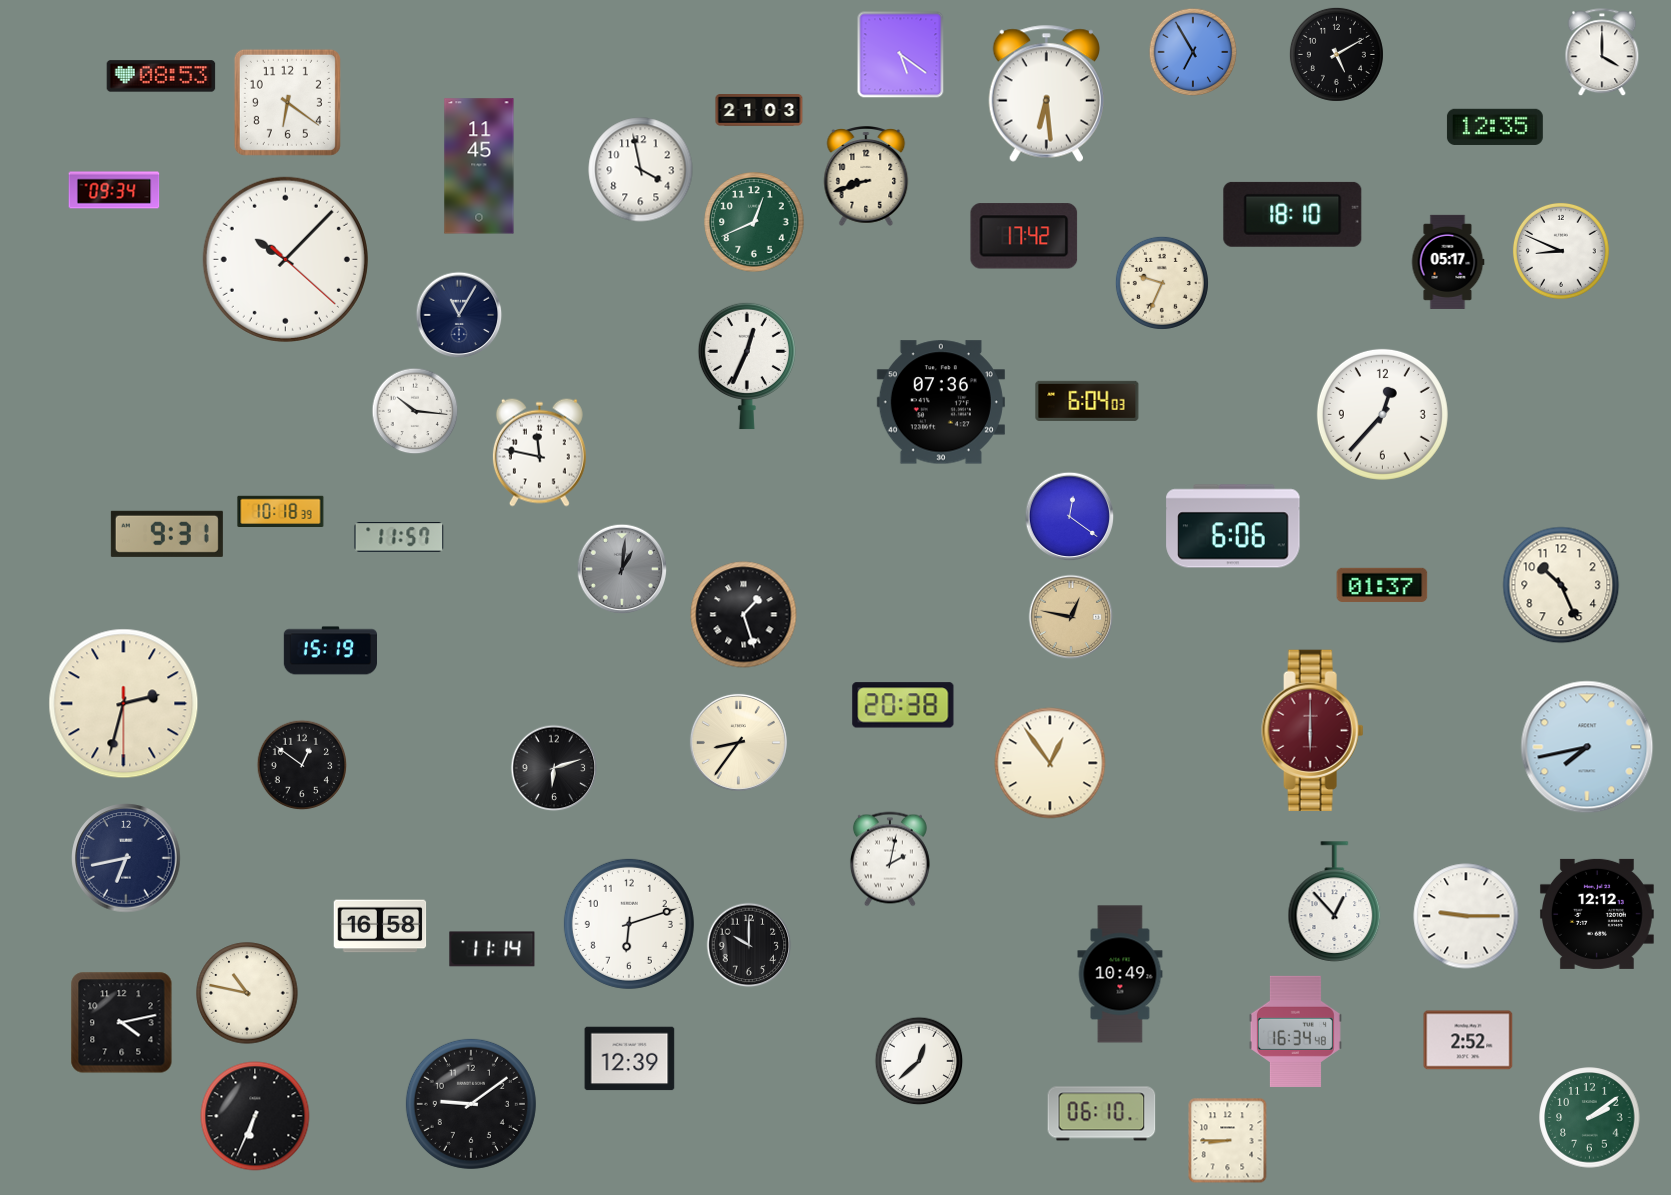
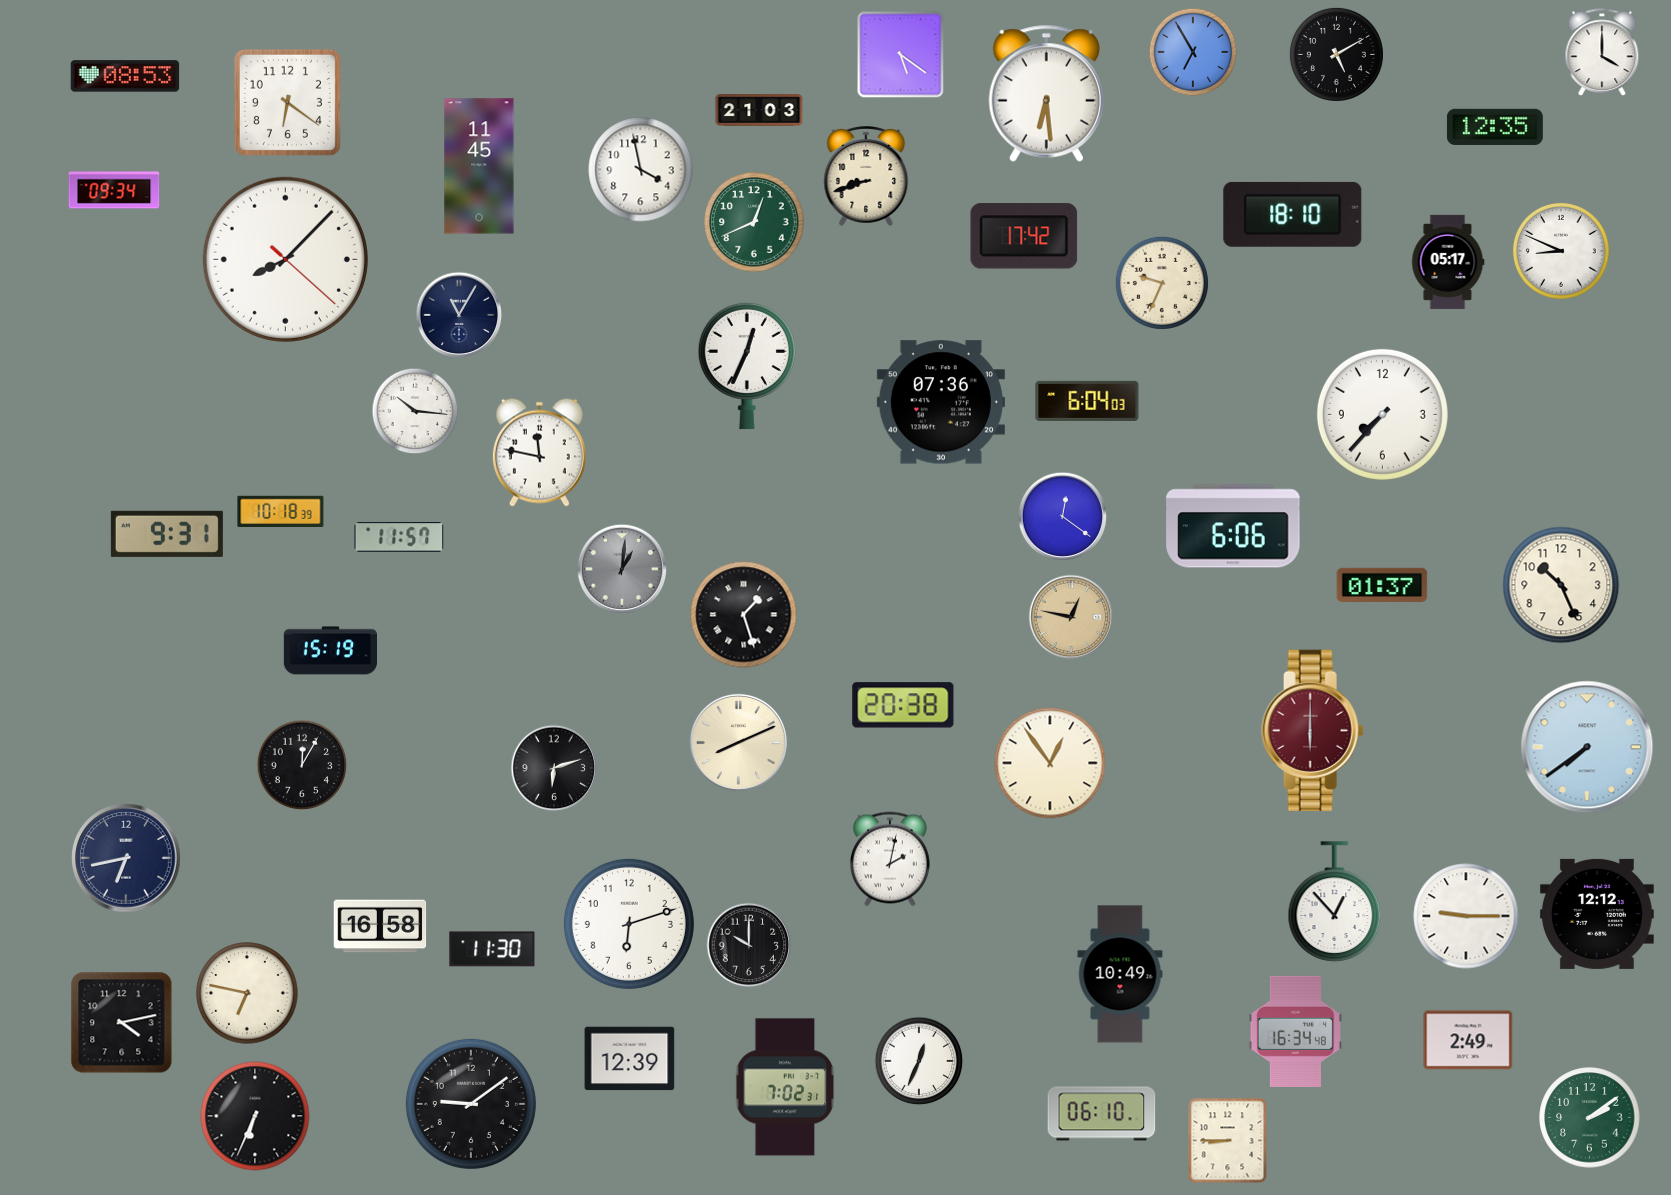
clock at (161, 76) position: (161, 76) -> (125, 76)
clock at (285, 259): 10:07 -> 8:07
clock at (1382, 414): 12:37 -> 7:37
clock at (1070, 517) position: (1070, 517) -> (1063, 517)
clock at (124, 704): 2:32 -> none
clock at (738, 742): 8:36 -> 8:11
clock at (1587, 747): 7:43 -> 7:39
clock at (302, 765): 12:51 -> 12:05
clock at (492, 949): 11:14 -> 11:30
clock at (247, 993): 10:47 -> 6:47
clock at (1468, 1040): 2:52 -> 2:49
clock at (919, 1061): 12:38 -> 12:34
clock at (785, 1087): none -> 7:02
